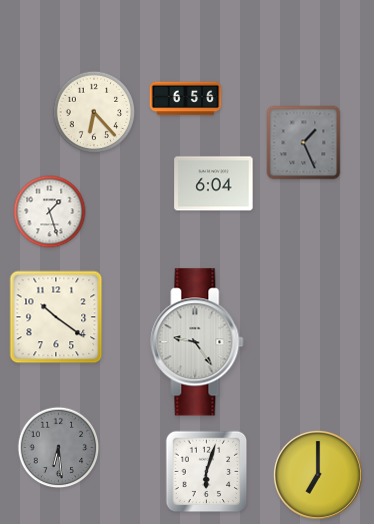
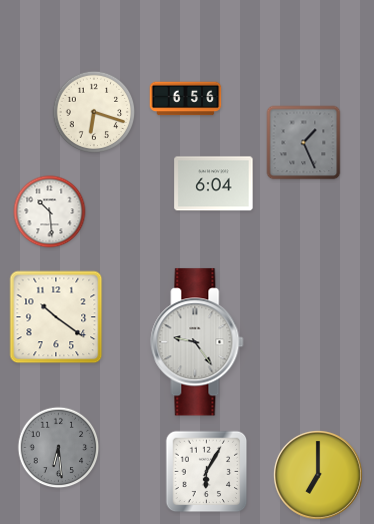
clock at (94, 112): 6:23 -> 6:18
clock at (50, 212): 1:27 -> 10:29
clock at (207, 472): 6:03 -> 6:05
